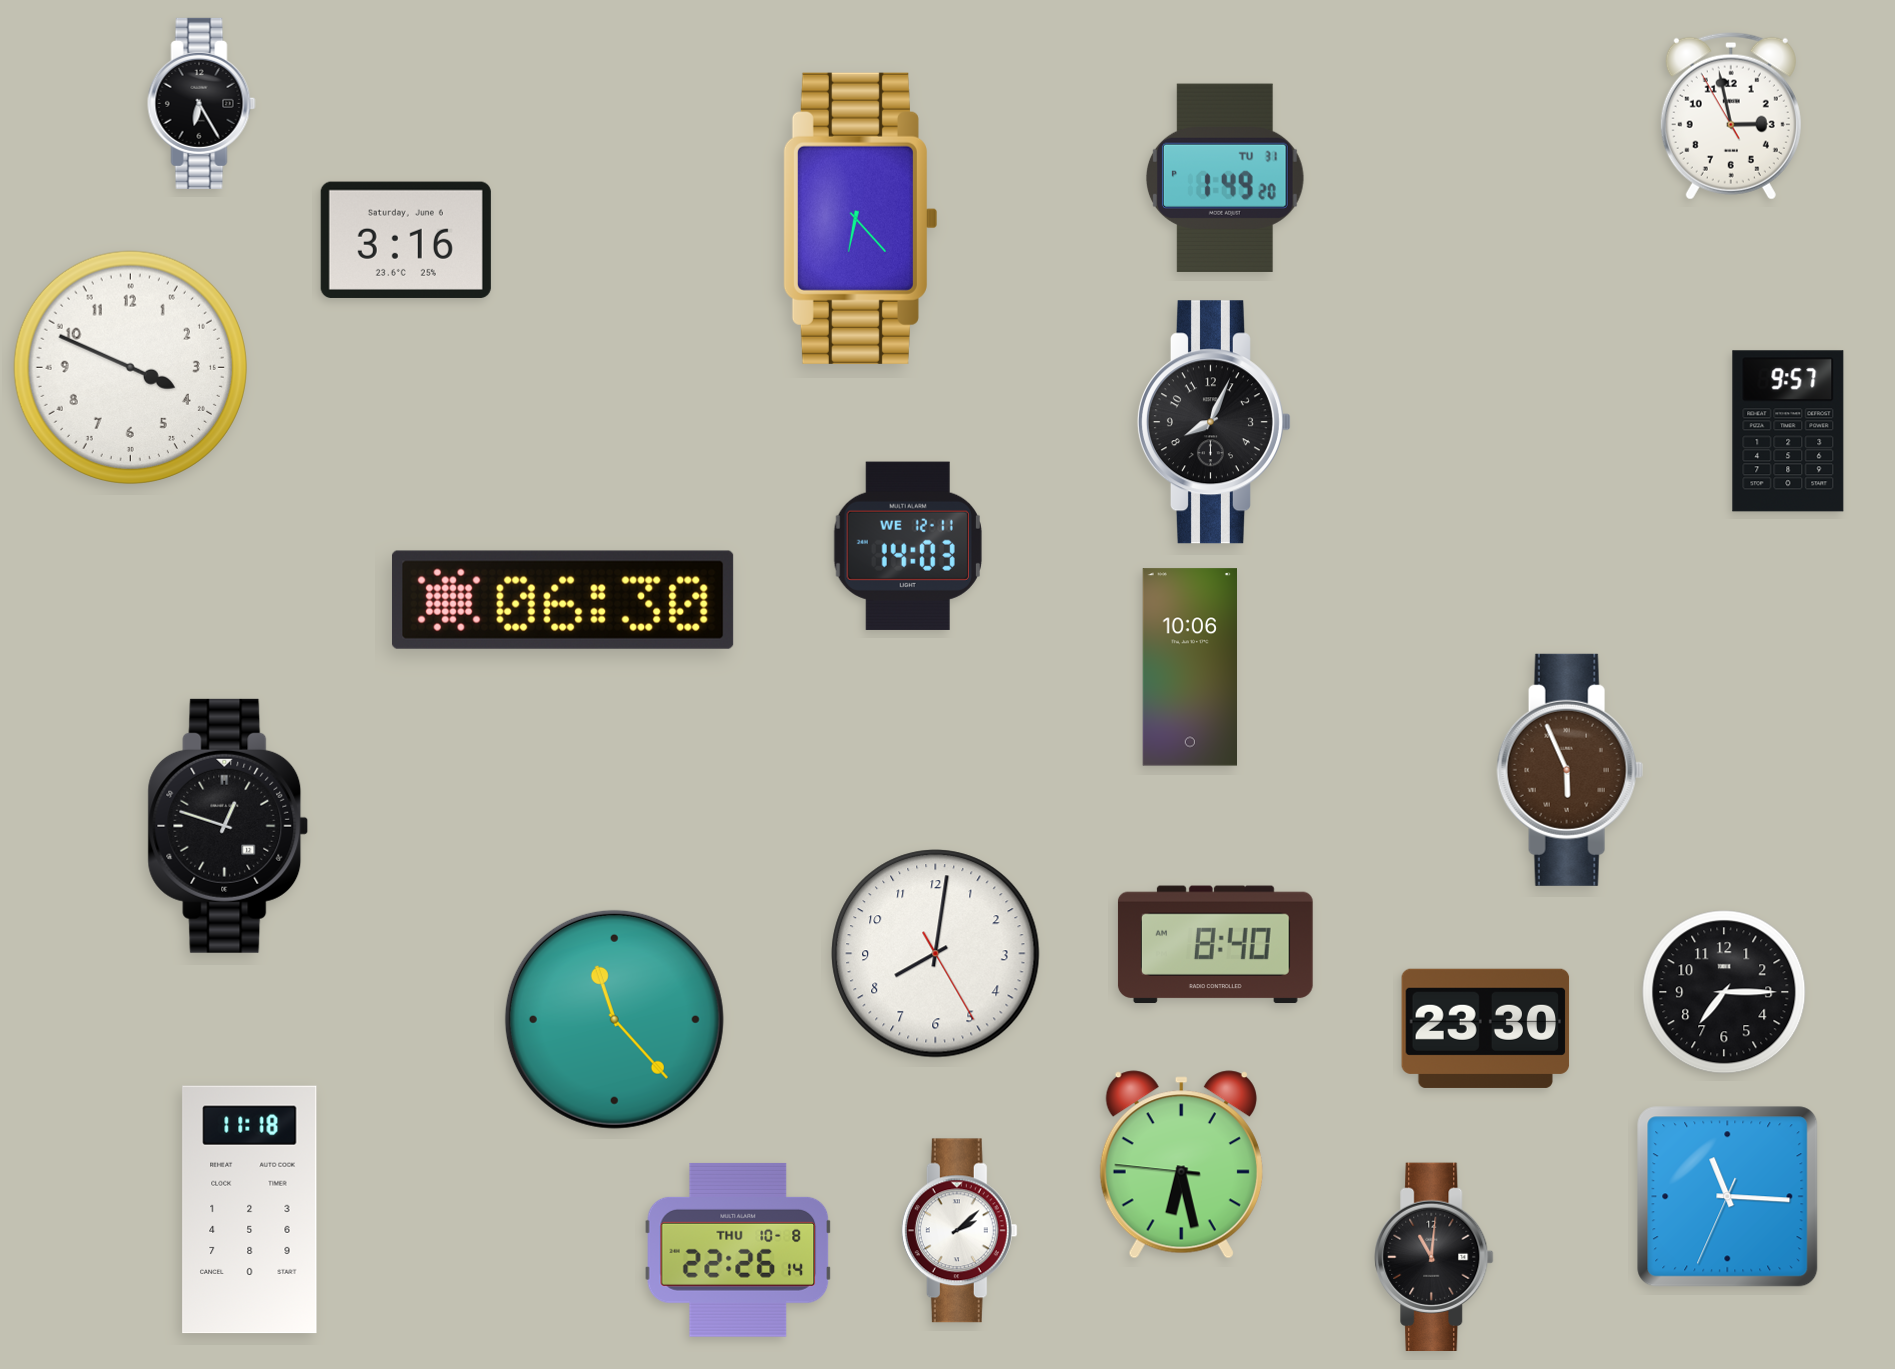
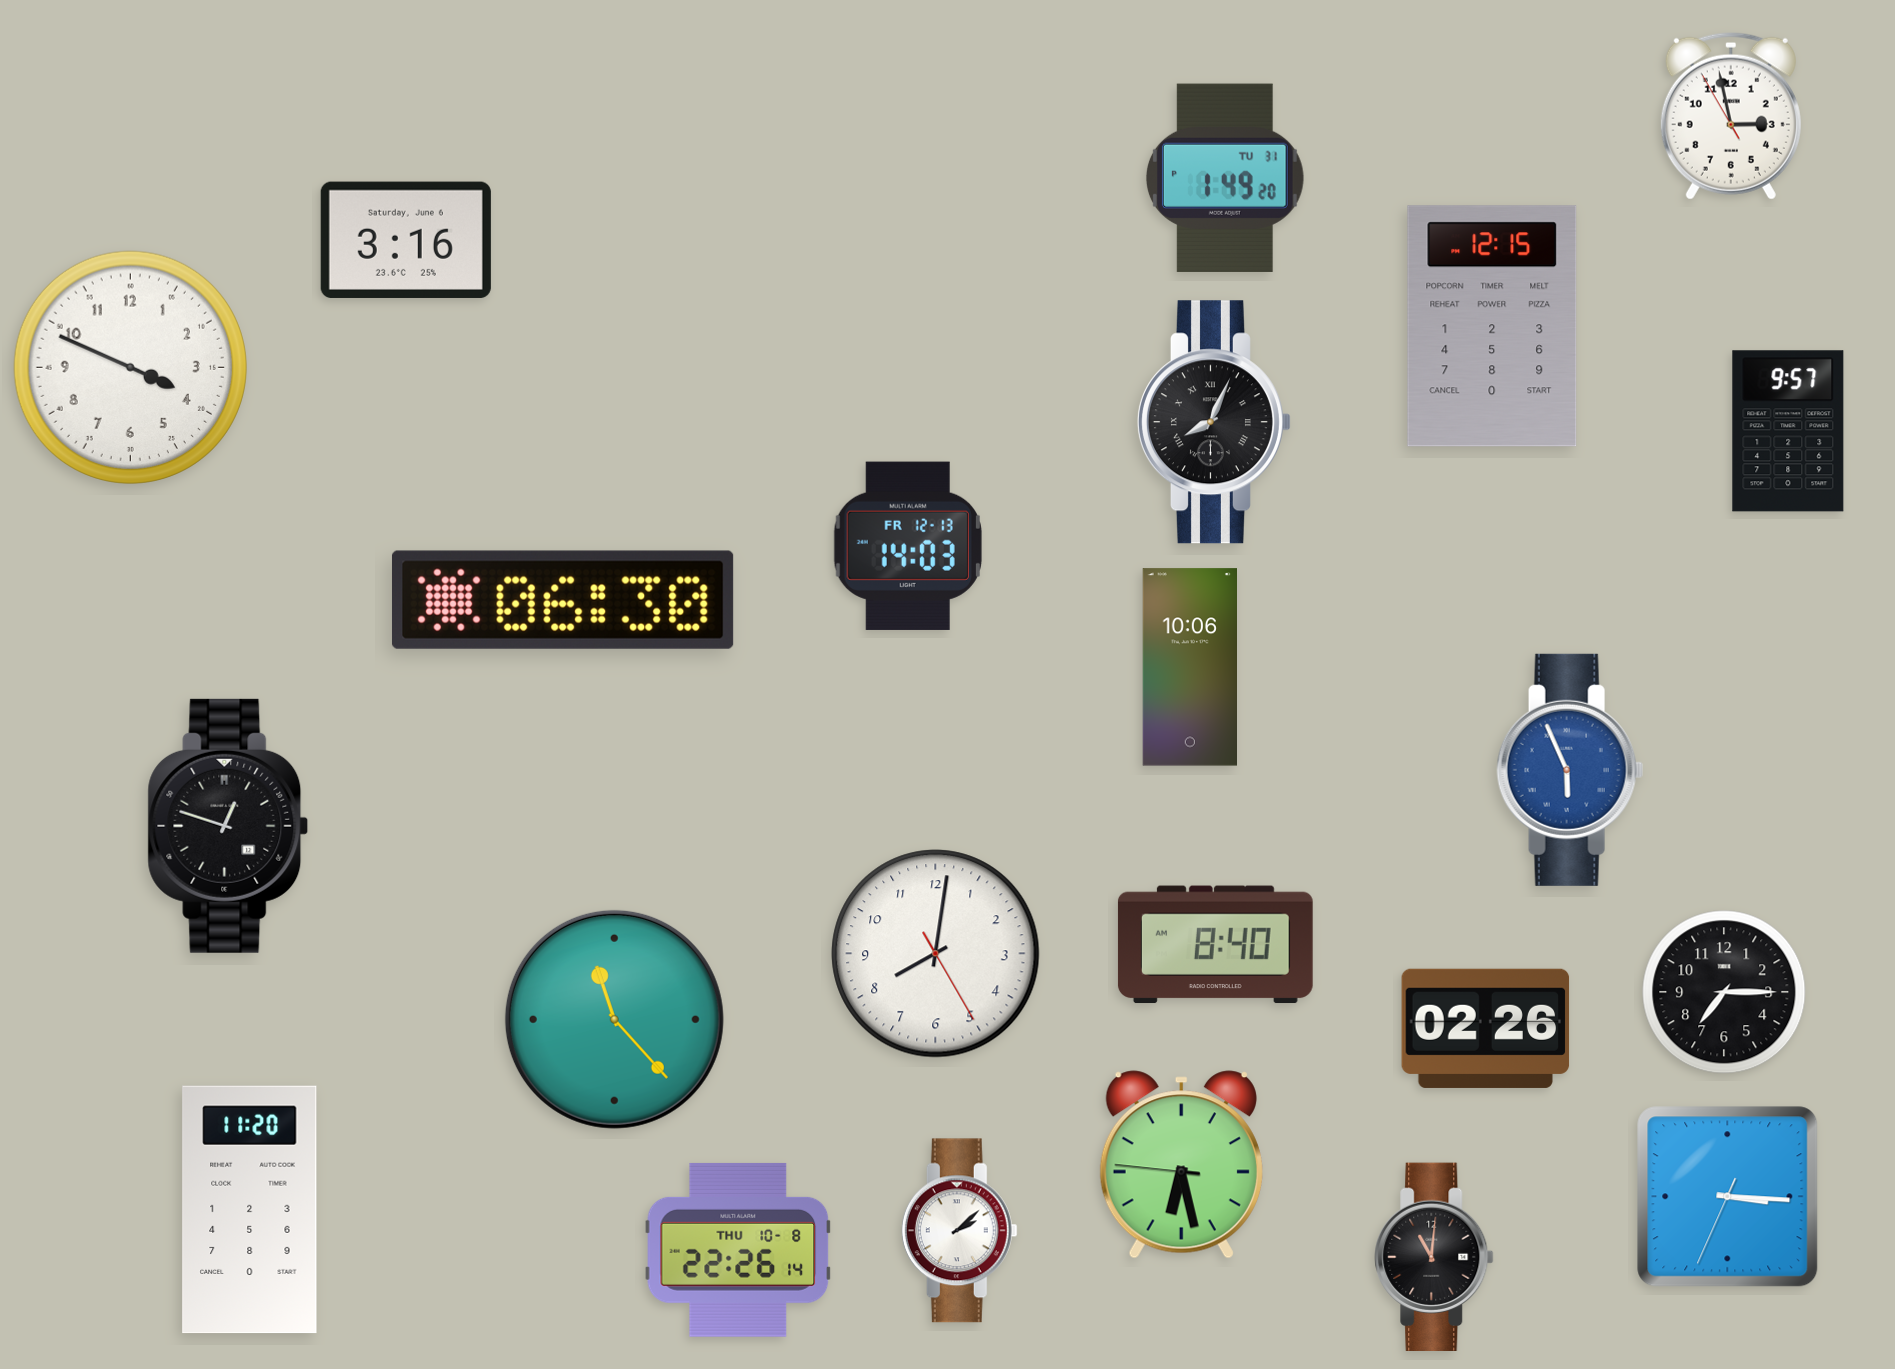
clock at (202, 103): 6:25 -> none
clock at (860, 218): 6:23 -> none
clock at (1492, 326): none -> 12:15
clock at (1214, 422) numerals: Arabic -> Roman
clock at (908, 546) date: WE 12-11 -> FR 12-13
clock at (1570, 770) dial: brown -> blue
clock at (1486, 1028): 23:30 -> 02:26
clock at (1728, 1197): 11:15 -> 3:15
clock at (250, 1210): 11:18 -> 11:20
